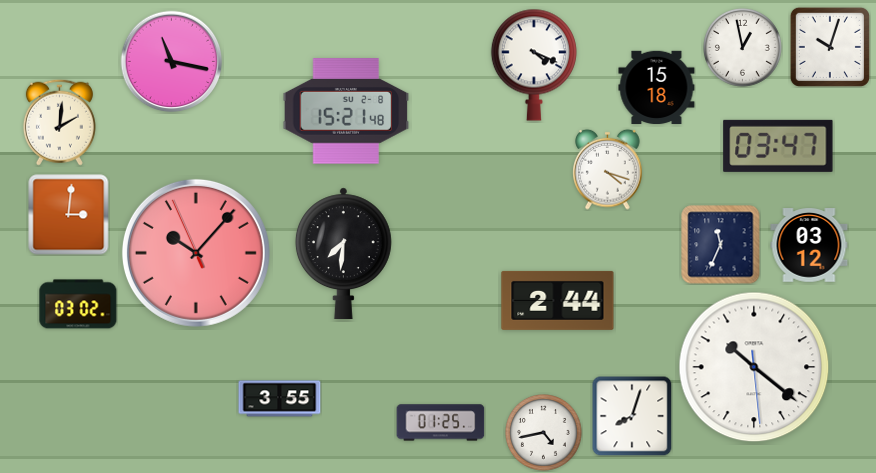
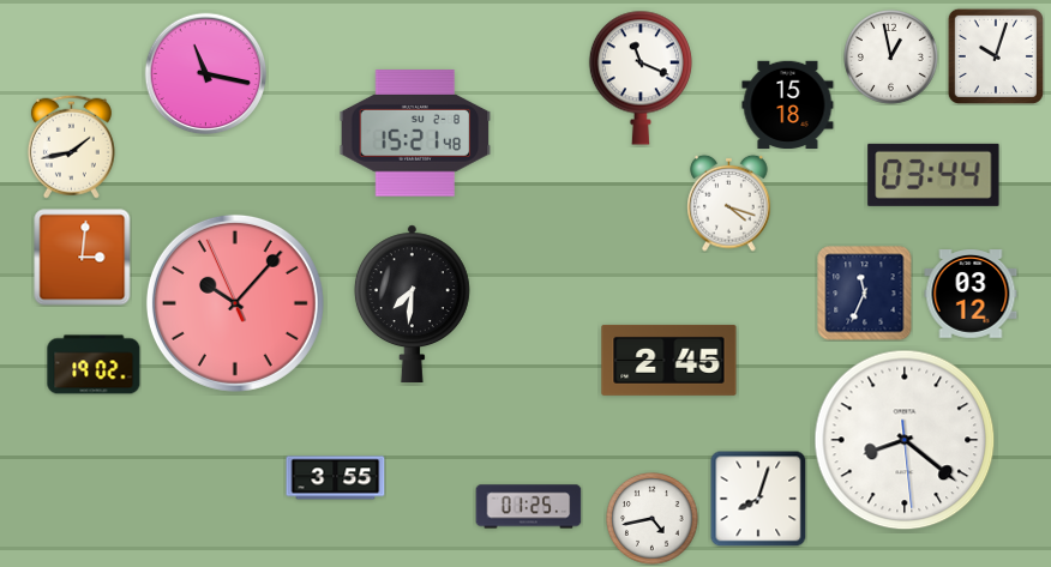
clock at (534, 65): 4:19 -> 11:19
clock at (59, 122): 2:01 -> 1:43
clock at (778, 146): 03:47 -> 03:44
clock at (558, 300): 2:44 -> 2:45
clock at (78, 304): 03:02 -> 19:02
clock at (754, 367): 10:21 -> 8:21
